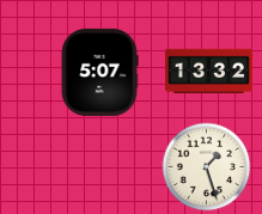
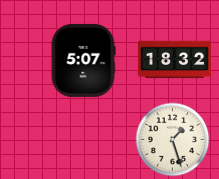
clock at (208, 72): 13:32 -> 18:32
